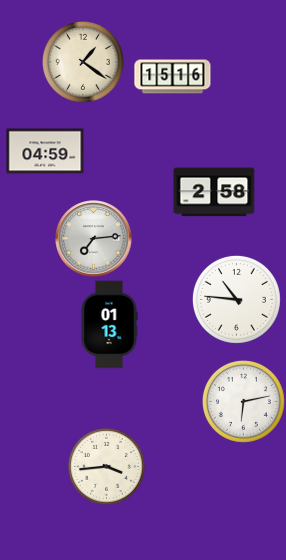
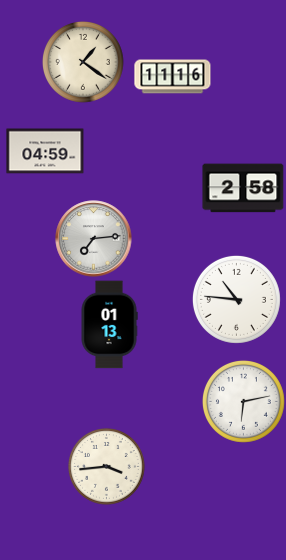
clock at (173, 77): 15:16 -> 11:16
clock at (214, 192) position: (214, 192) -> (243, 188)
